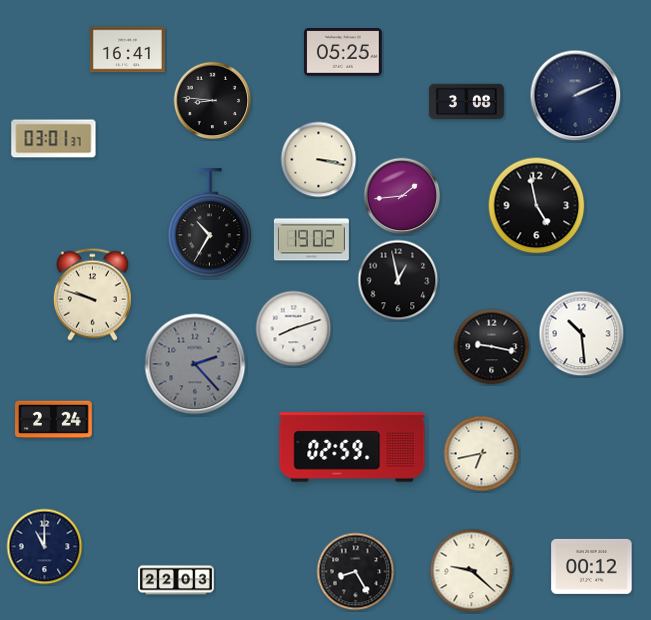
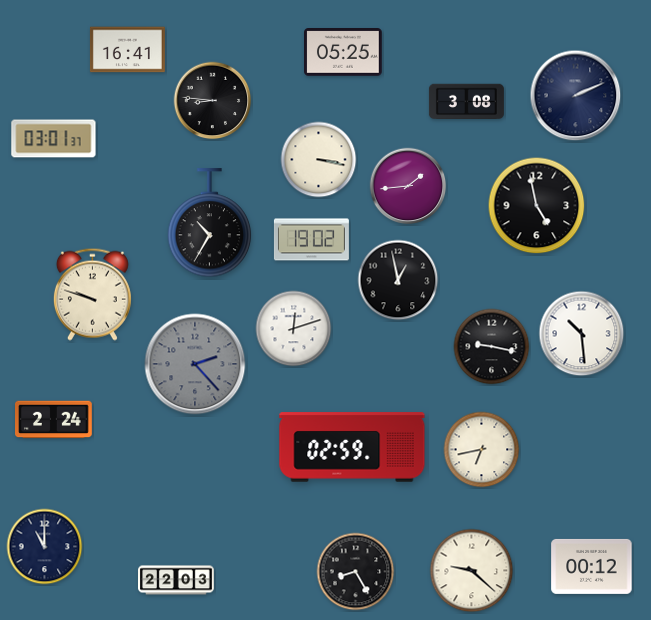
clock at (402, 196) position: (402, 196) -> (408, 186)
clock at (294, 329): 8:12 -> 12:12
clock at (482, 454) position: (482, 454) -> (482, 450)
